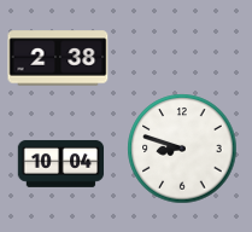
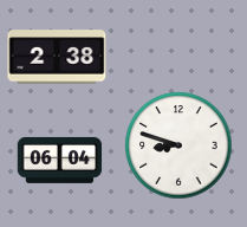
clock at (61, 163): 10:04 -> 06:04
